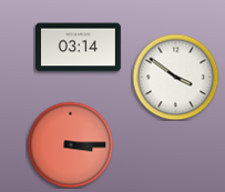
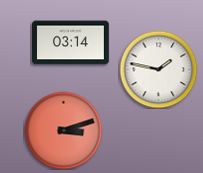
clock at (175, 77): 3:51 -> 1:47
clock at (70, 144): 3:15 -> 3:12
